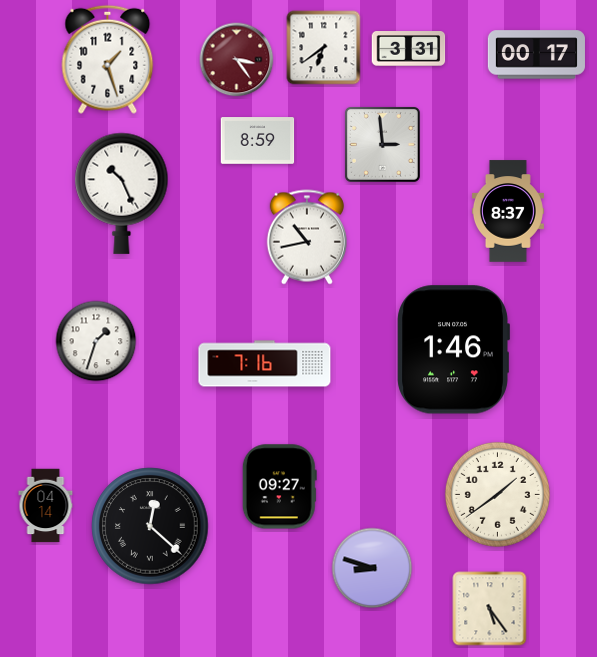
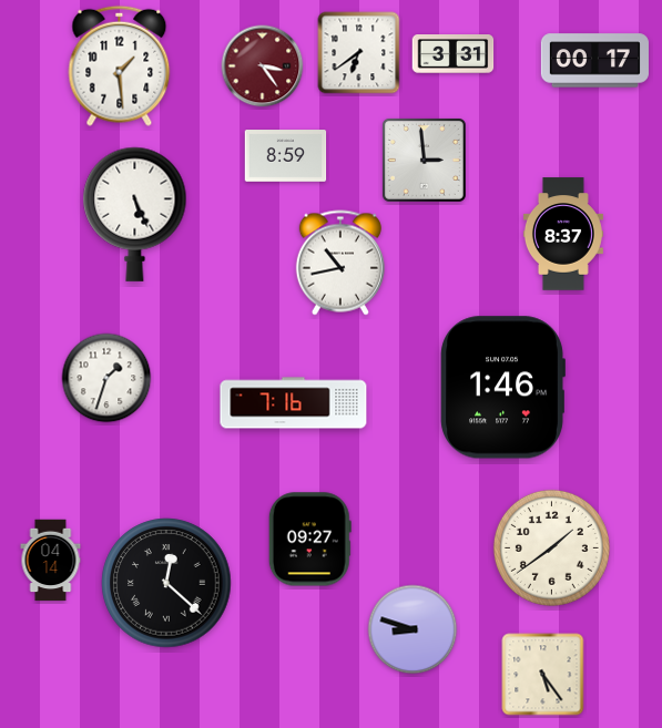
clock at (108, 59): 1:27 -> 1:29
clock at (122, 193): 10:26 -> 5:26
